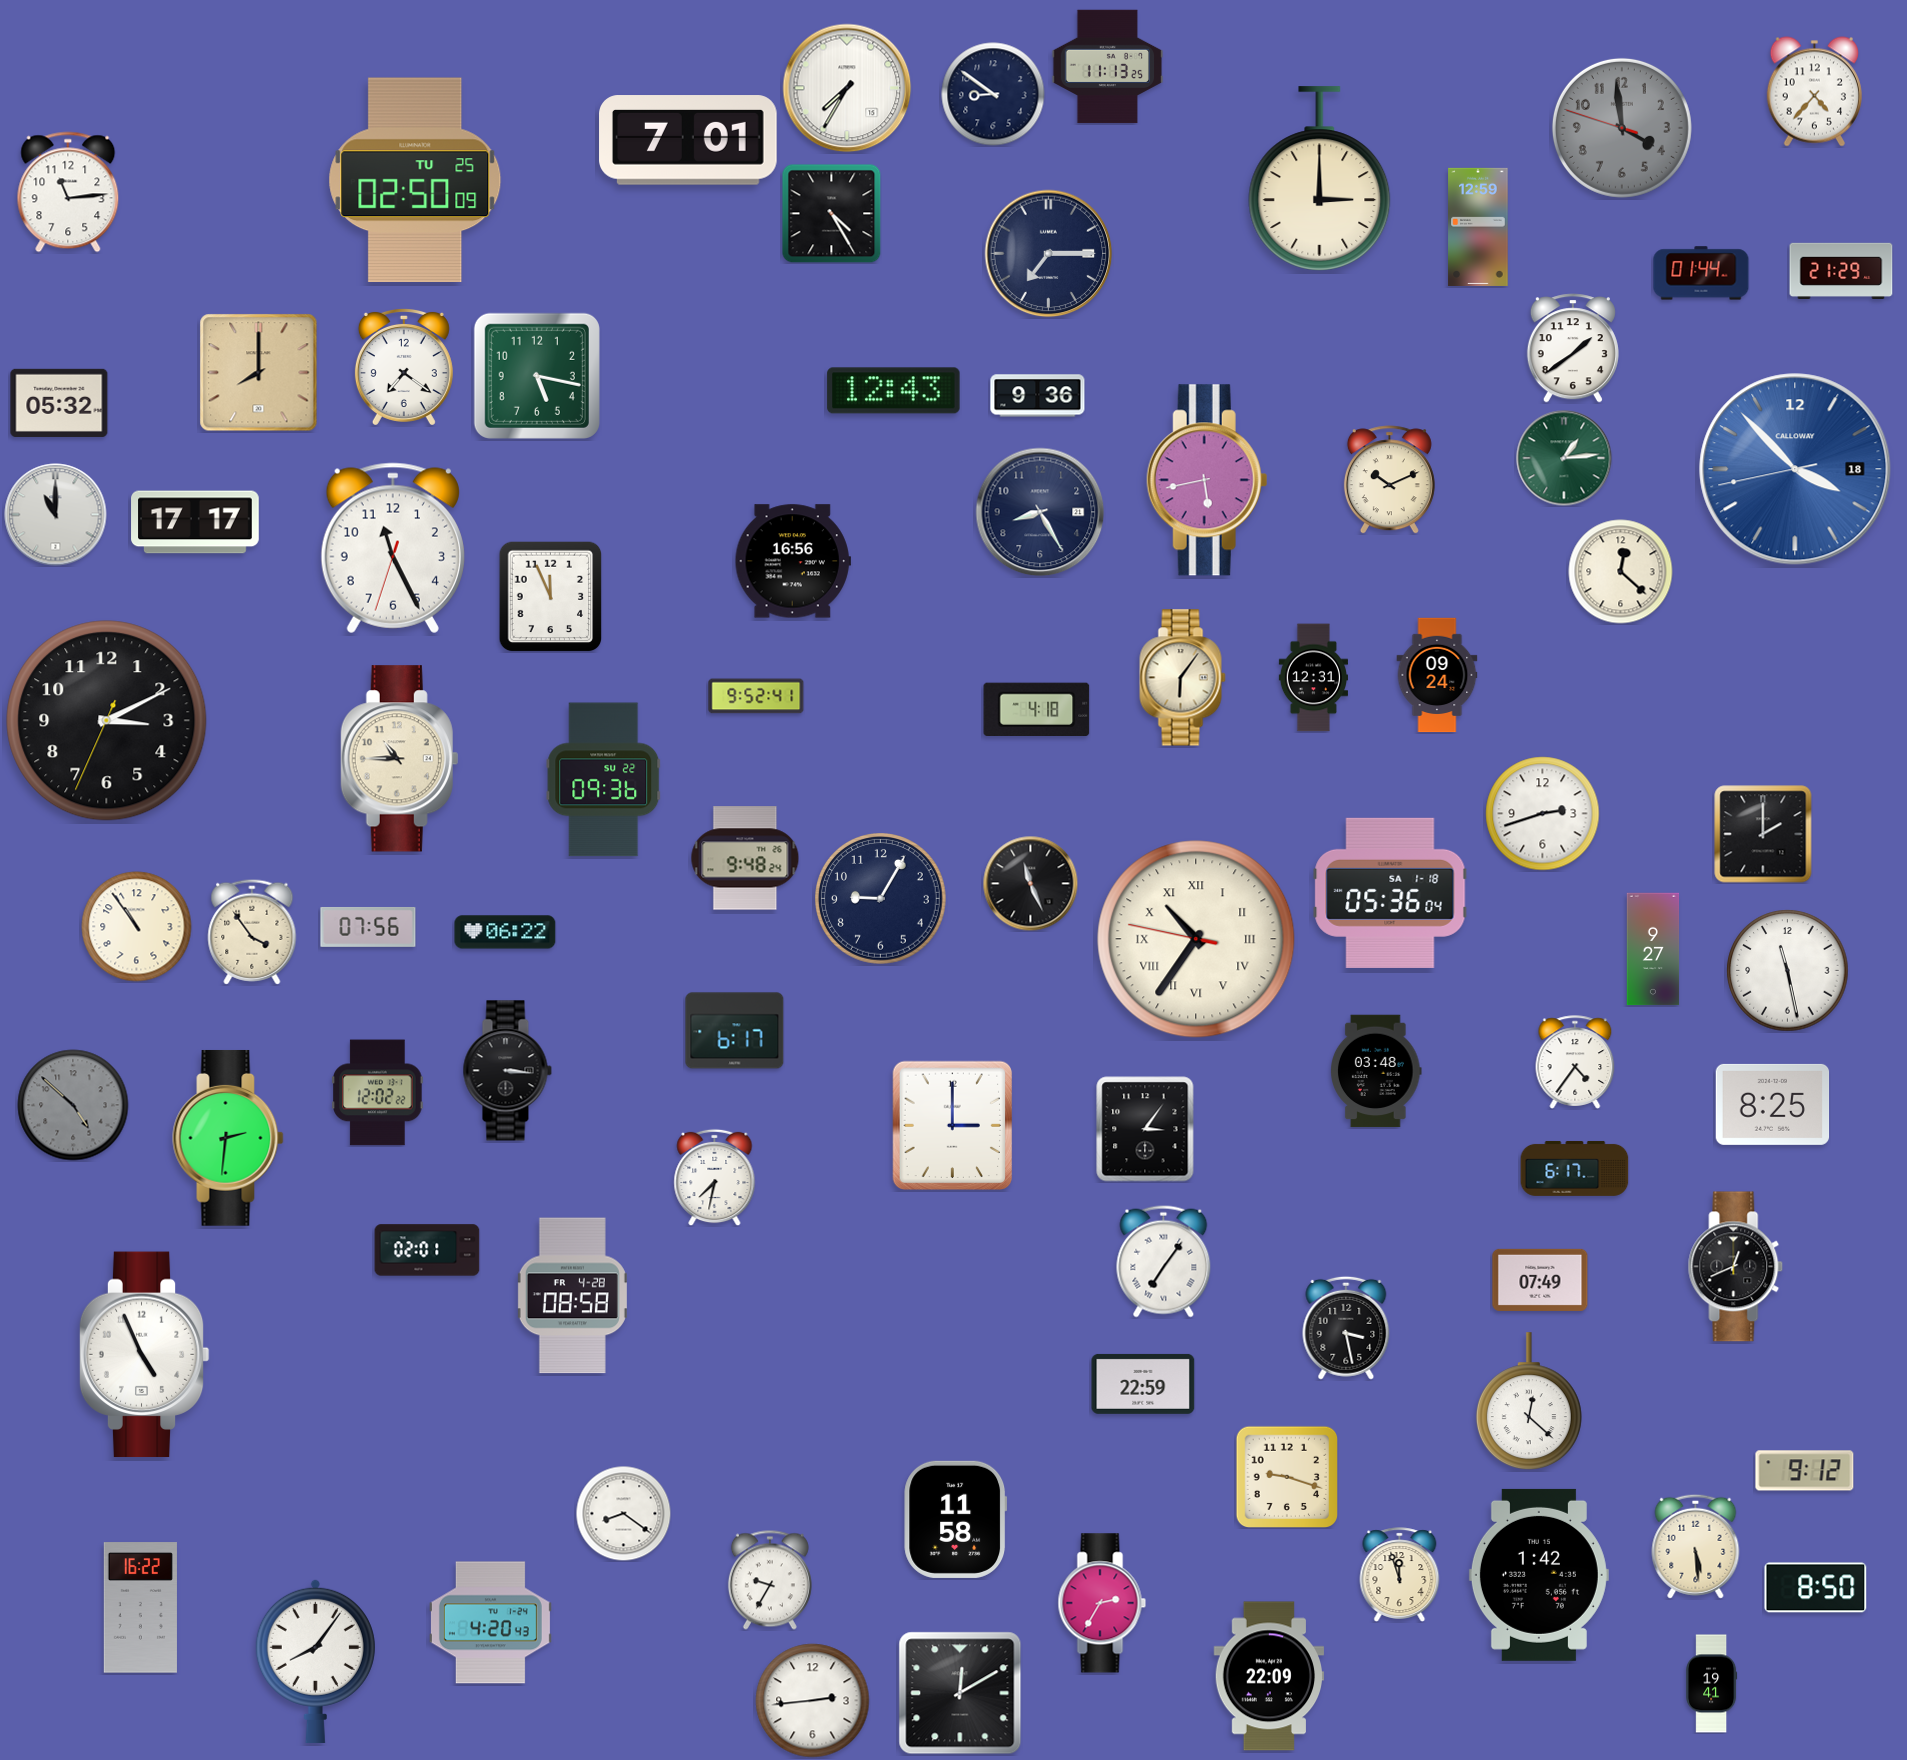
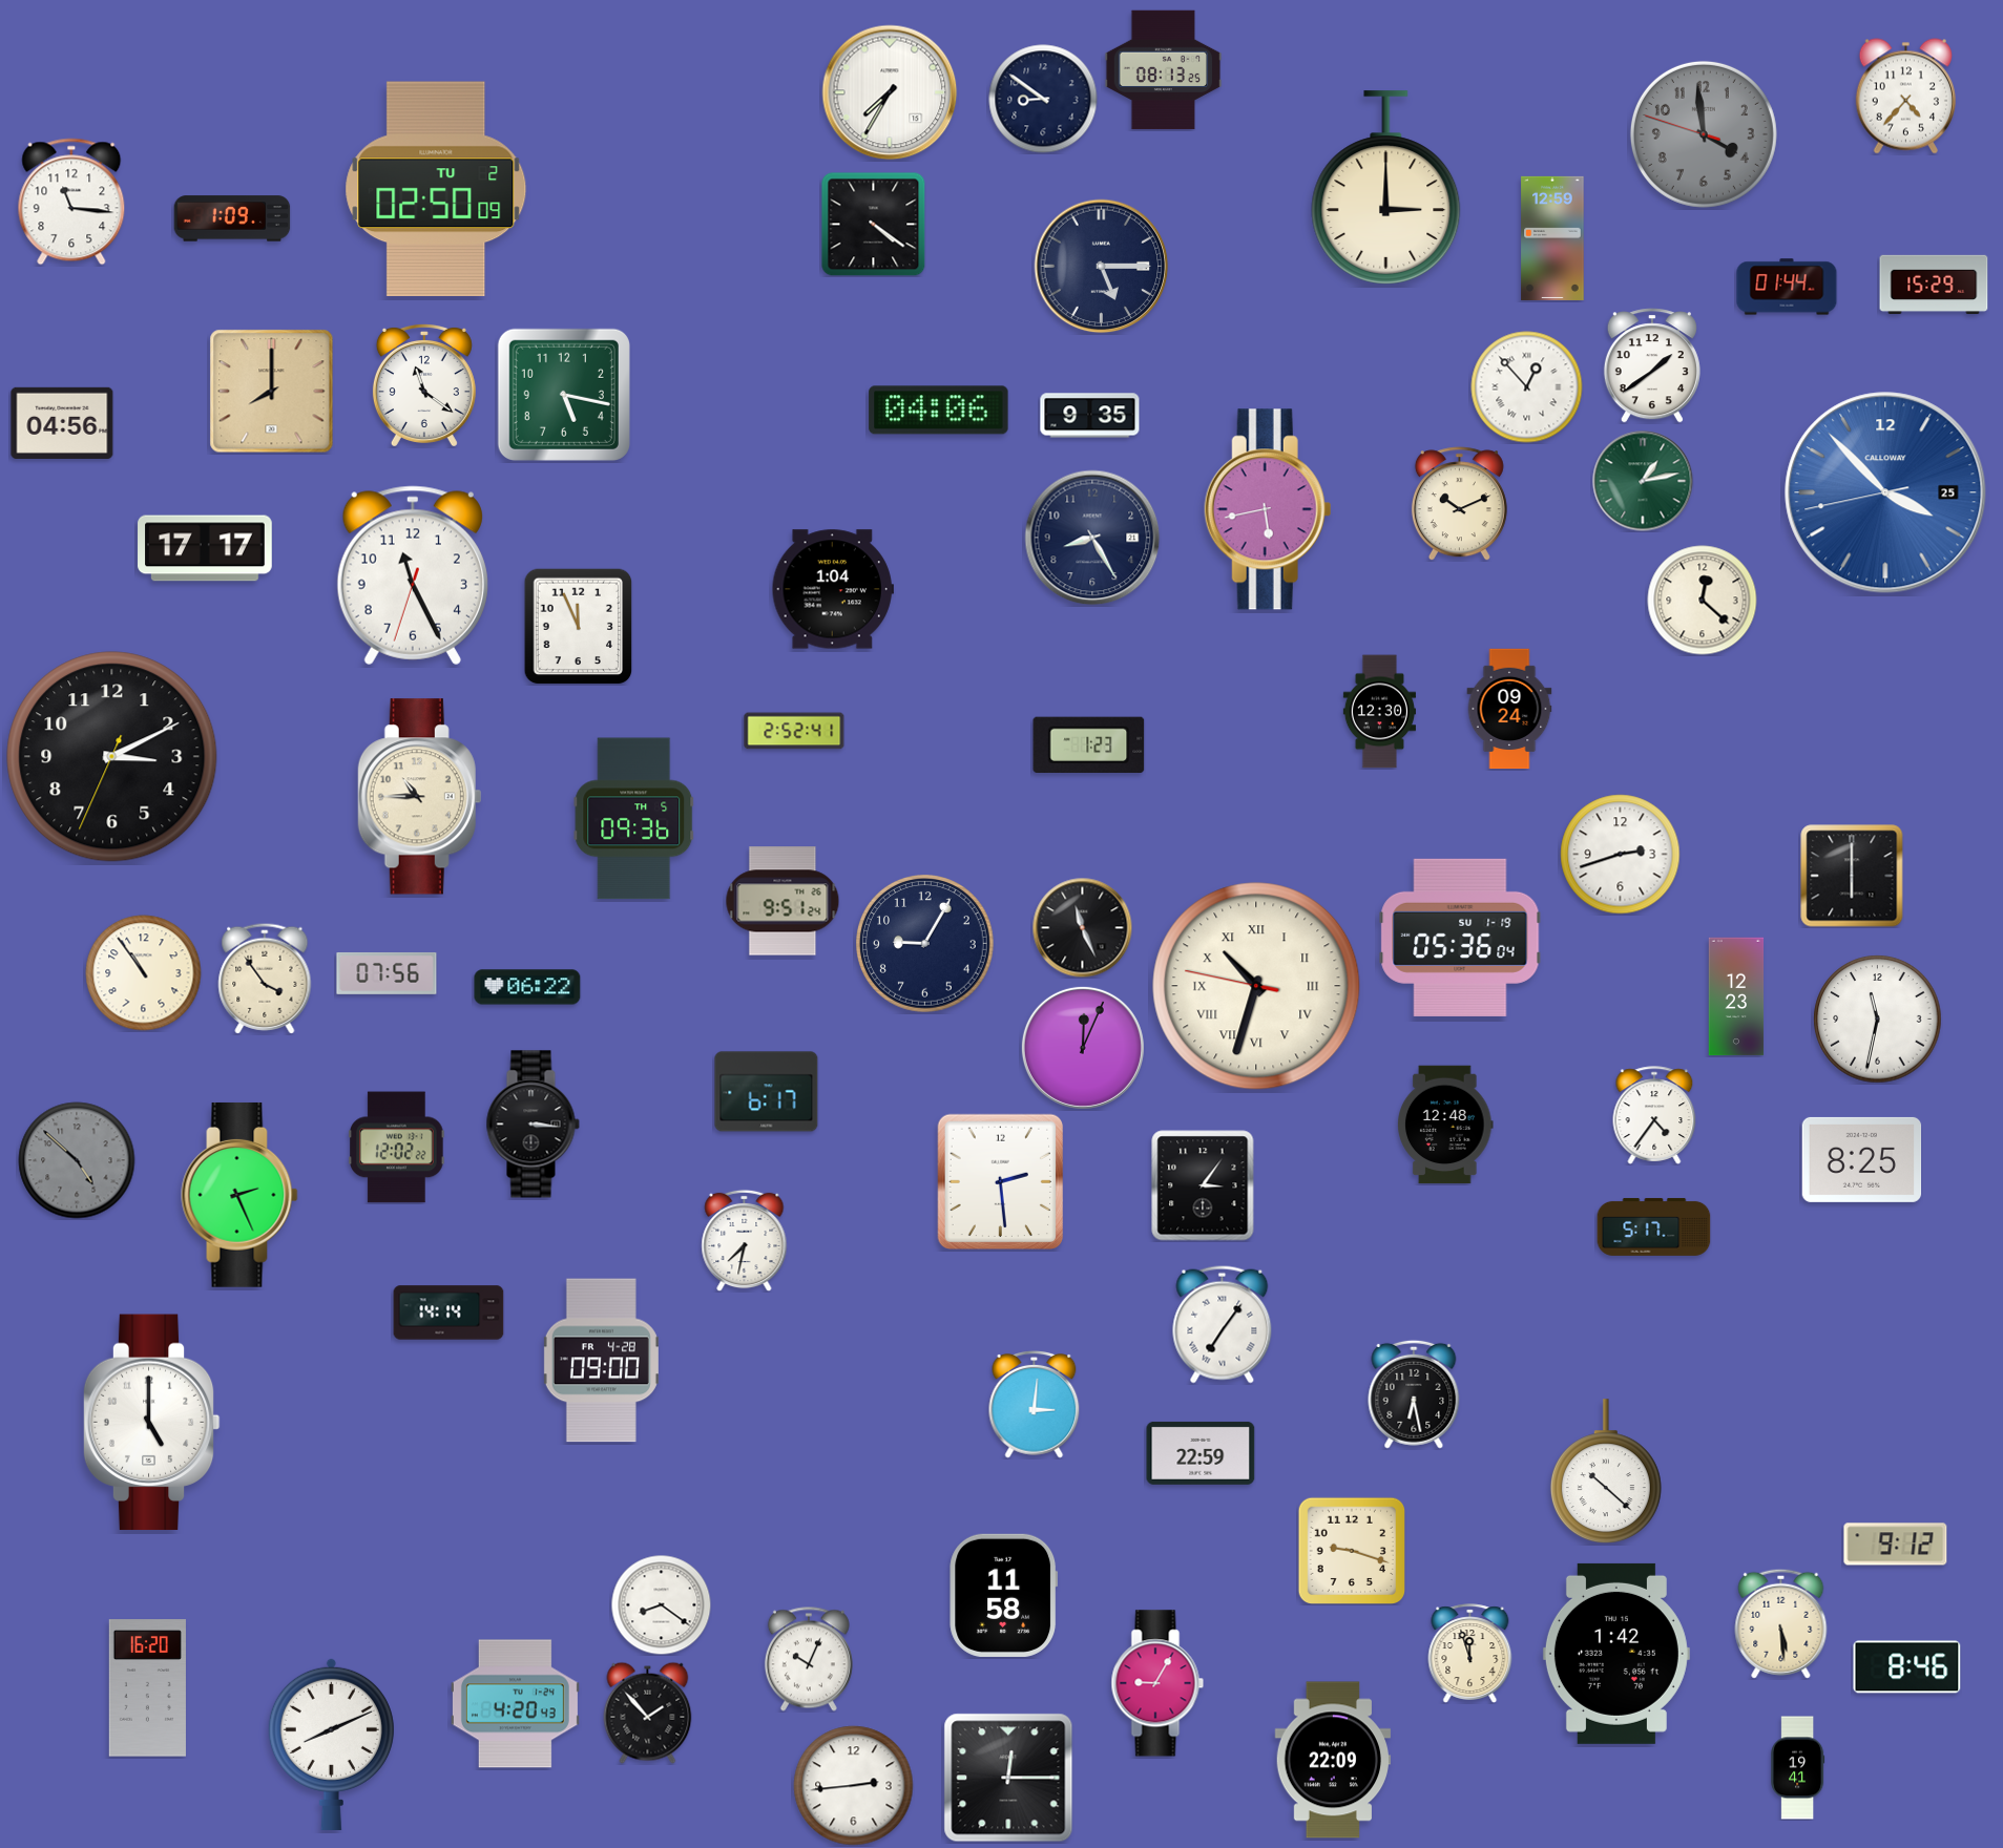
clock at (1108, 67): 11:13 -> 08:13
clock at (688, 140): 7:01 -> none
clock at (415, 179) date: TU 25 -> TU 2
clock at (68, 192): 11:14 -> 11:16
clock at (232, 218): none -> 1:09
clock at (831, 213): 4:25 -> 4:21
clock at (1049, 254): 7:15 -> 5:15
clock at (1841, 271): 21:29 -> 15:29
clock at (404, 366): 7:21 -> 11:21
clock at (1527, 387): none -> 12:53
clock at (894, 391): 12:43 -> 04:06
clock at (1038, 396): 9:36 -> 9:35
clock at (59, 403): 05:32 -> 04:56
clock at (1564, 458): 1:14 -> 1:13
clock at (1795, 469) date: 18 -> 25
clock at (1207, 480) position: (1207, 480) -> (1268, 509)
clock at (56, 515): 11:00 -> none
clock at (793, 561): 16:56 -> 1:04
clock at (1183, 678): 6:06 -> none
clock at (1313, 678): 12:31 -> 12:30
clock at (756, 696): 9:52 -> 2:52
clock at (1037, 709): 4:18 -> 1:23
clock at (604, 780) date: SU 22 -> TH 5
clock at (1763, 834): 2:00 -> 6:00
clock at (745, 858): 9:48 -> 9:51
clock at (1390, 893) date: SA 1-18 -> SU 1-19
clock at (505, 932) position: (505, 932) -> (527, 987)
clock at (1196, 939): 10:35 -> 10:32
clock at (1653, 949): 9:27 -> 12:23
clock at (1788, 971): 11:28 -> 11:32
clock at (1083, 1048): none -> 12:04
clock at (735, 1031) position: (735, 1031) -> (767, 1092)
clock at (1377, 1071): 03:48 -> 12:48
clock at (953, 1126): 3:00 -> 2:29
clock at (228, 1138): 2:31 -> 2:26
clock at (1575, 1168): 6:17 -> 5:17
clock at (715, 1177) position: (715, 1177) -> (745, 1240)
clock at (427, 1250): 02:01 -> 14:14
clock at (1736, 1267): 12:41 -> none
clock at (1540, 1280): 07:49 -> none
clock at (572, 1296): 08:58 -> 09:00
clock at (1346, 1328): 3:28 -> 6:28
clock at (1035, 1404): none -> 3:01
clock at (144, 1355): 4:56 -> 5:00
clock at (1529, 1402): 12:22 -> 10:22
clock at (623, 1513) position: (623, 1513) -> (661, 1604)
clock at (770, 1580): 9:35 -> 10:04
clock at (1816, 1588): 8:50 -> 8:46
clock at (1102, 1603): 2:35 -> 9:05
clock at (140, 1608): 16:22 -> 16:20
clock at (648, 1713): none -> 1:53
clock at (315, 1661): 8:06 -> 8:11
clock at (960, 1693): 12:10 -> 12:15
